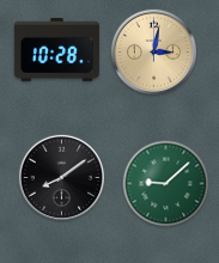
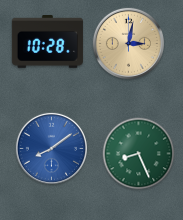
clock at (61, 177) dial: black -> blue
clock at (166, 184): 9:08 -> 8:26
